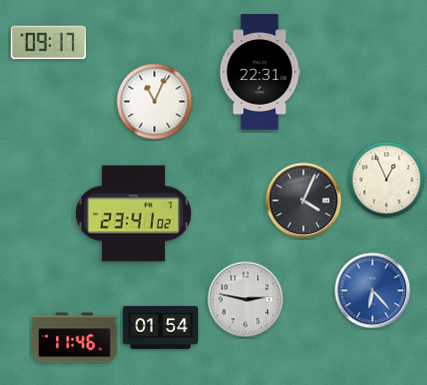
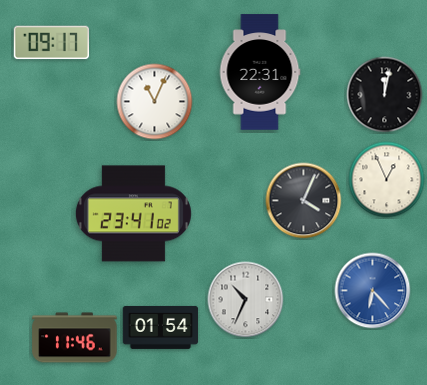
clock at (48, 43) position: (48, 43) -> (51, 43)
clock at (385, 95): none -> 12:02
clock at (246, 300): 2:47 -> 10:34
